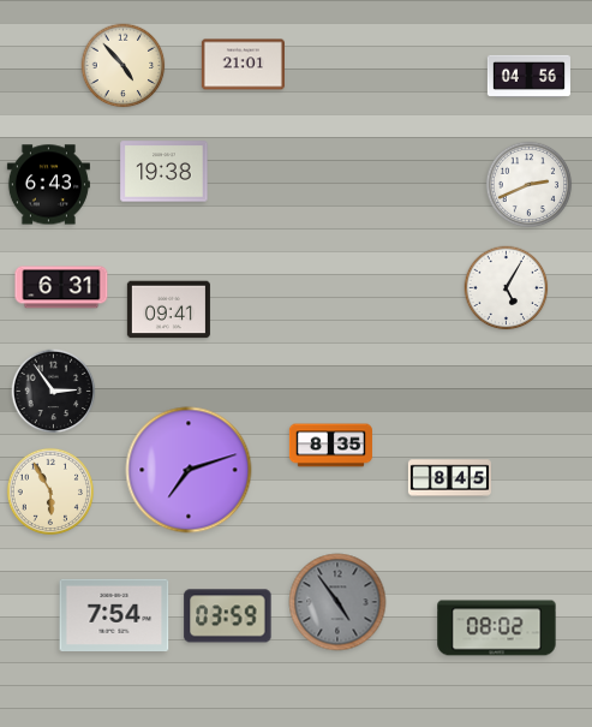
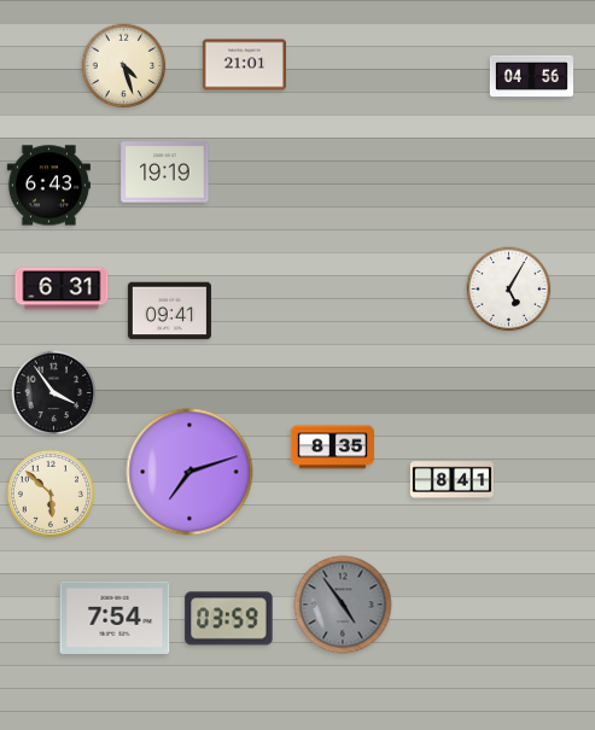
clock at (124, 66): 4:53 -> 4:27
clock at (165, 172): 19:38 -> 19:19
clock at (530, 185): 2:41 -> none
clock at (54, 392): 2:54 -> 3:54
clock at (449, 478): 8:45 -> 8:41
clock at (50, 491): 5:55 -> 5:52
clock at (337, 602) position: (337, 602) -> (343, 605)
clock at (497, 628): 08:02 -> none
